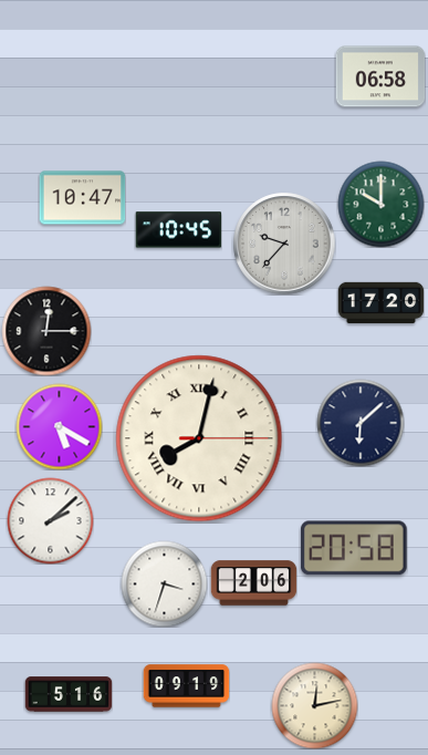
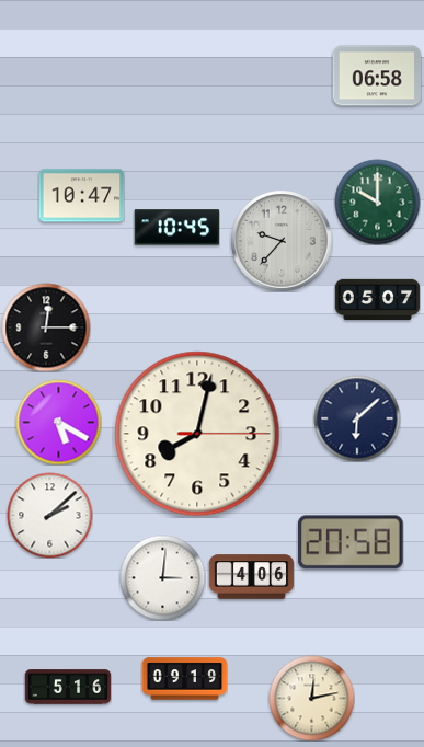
clock at (380, 302): 17:20 -> 05:07
clock at (199, 438) numerals: Roman -> Arabic
clock at (164, 583): 3:33 -> 3:01
clock at (253, 583): 2:06 -> 4:06
